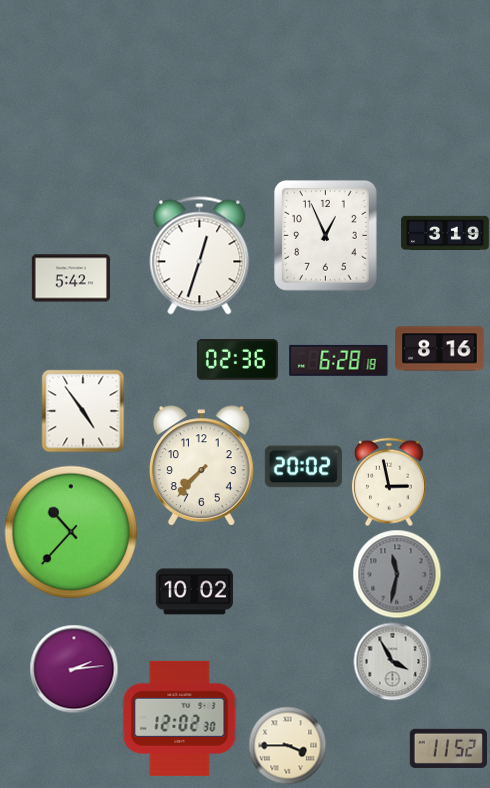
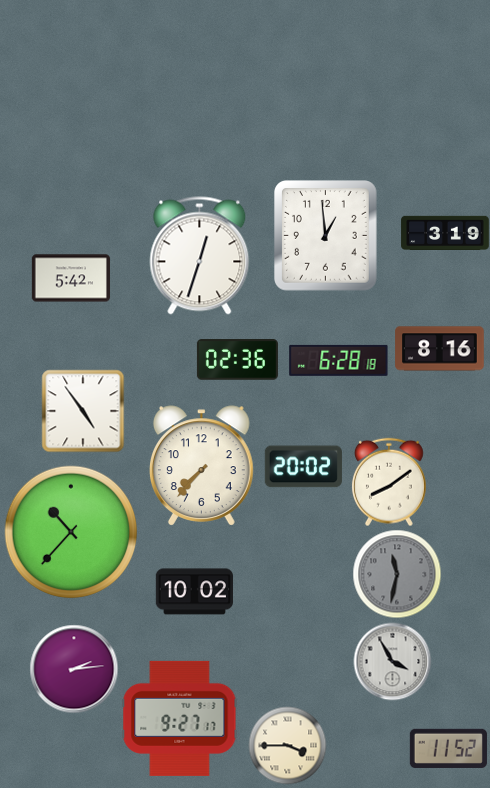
clock at (326, 236): 12:56 -> 12:59
clock at (389, 482): 2:58 -> 8:09
clock at (180, 718): 12:02 -> 9:27
